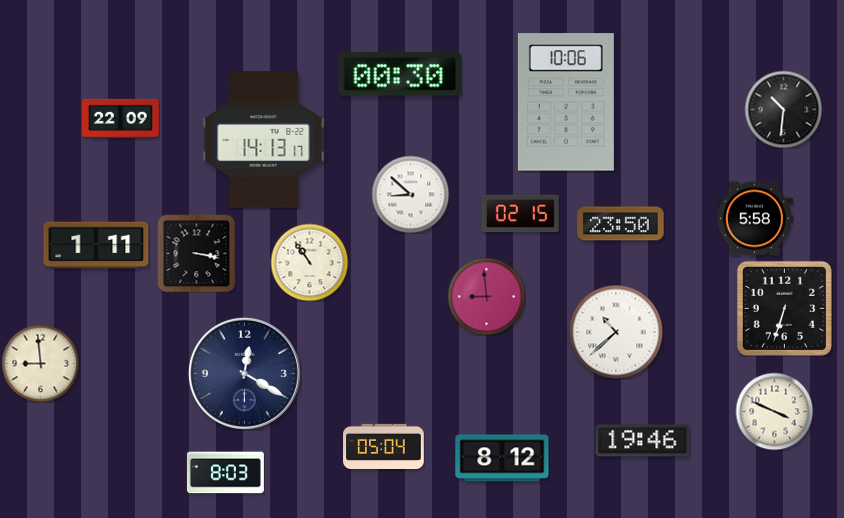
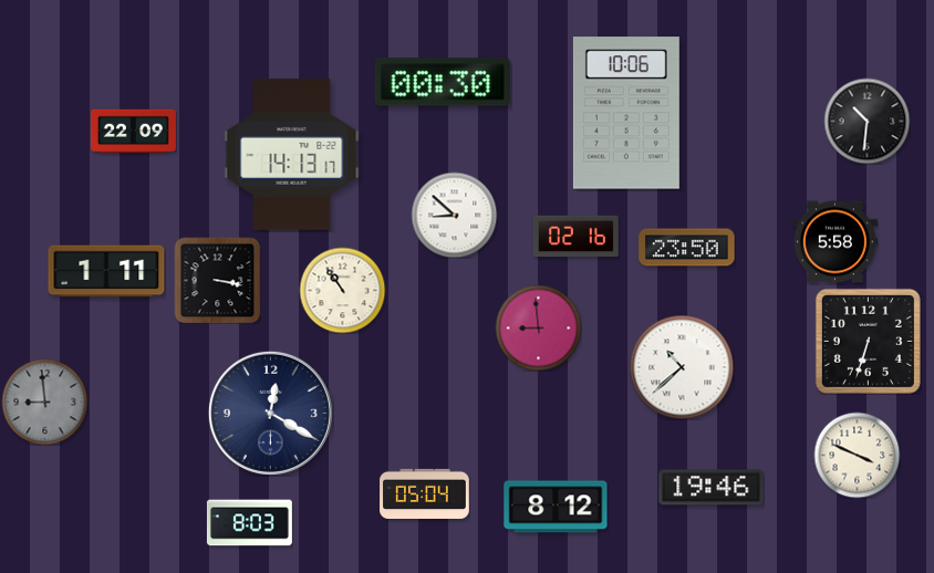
clock at (520, 214): 02:15 -> 02:16
clock at (40, 363) dial: cream -> grey
